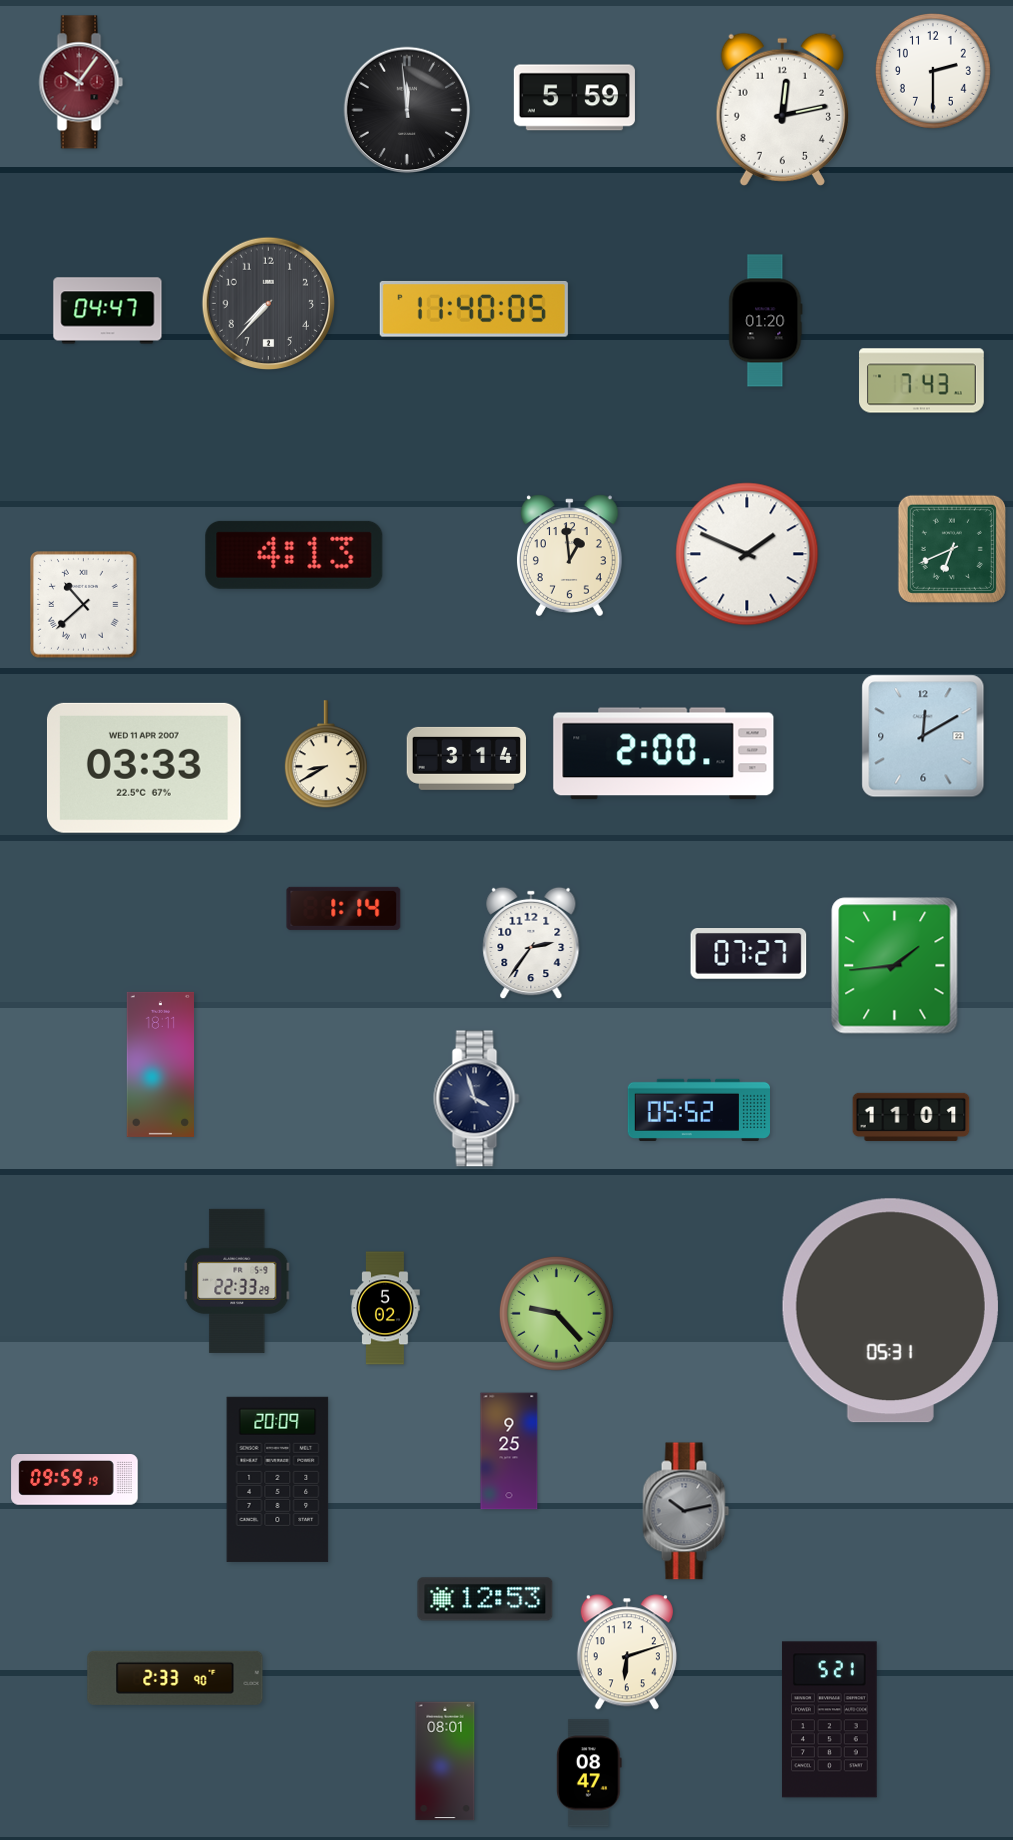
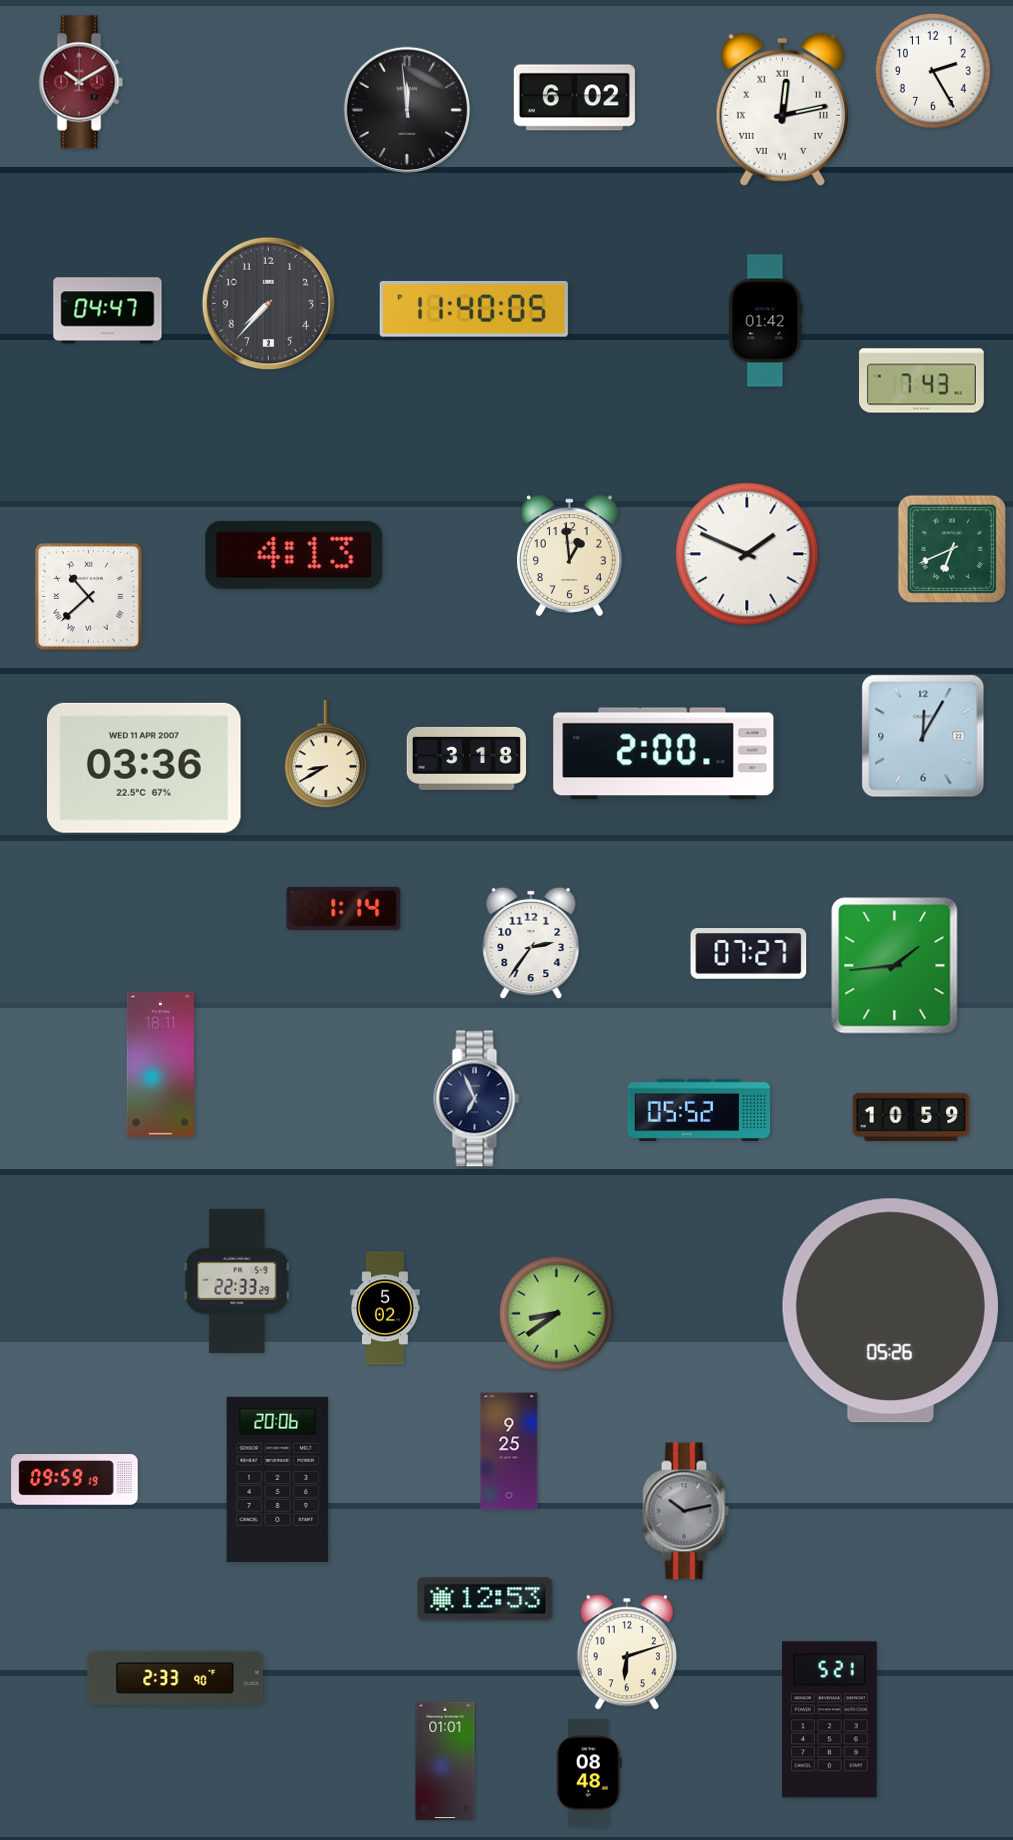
clock at (933, 71): 2:30 -> 2:25
clock at (81, 82): 10:06 -> 10:10
clock at (574, 98): 5:59 -> 6:02
clock at (782, 109) numerals: Arabic -> Roman
clock at (766, 321): 01:20 -> 01:42
clock at (84, 605) position: (84, 605) -> (89, 597)
clock at (923, 736): 12:10 -> 12:05
clock at (467, 758): 3:14 -> 3:18
clock at (144, 768): 03:33 -> 03:36
clock at (477, 1099): 3:57 -> 6:56
clock at (911, 1117): 11:01 -> 10:59
clock at (890, 1311): 05:31 -> 05:26
clock at (556, 1313): 9:23 -> 8:39
clock at (278, 1479): 20:09 -> 20:06
clock at (445, 1761): 08:01 -> 01:01
clock at (590, 1773): 08:47 -> 08:48
